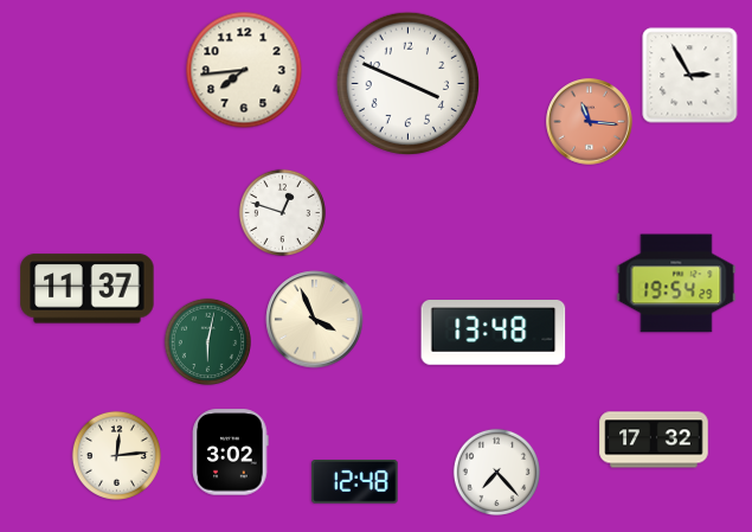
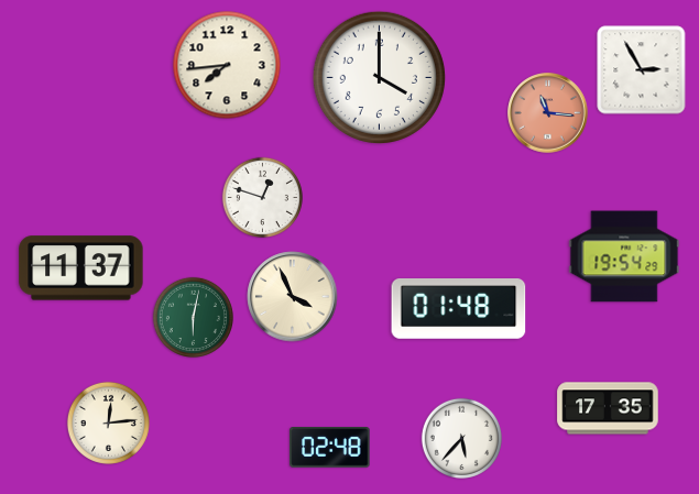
clock at (407, 83): 3:49 -> 4:00
clock at (676, 283) position: (676, 283) -> (624, 256)
clock at (494, 333): 13:48 -> 01:48
clock at (654, 440): 17:32 -> 17:35
clock at (231, 453): 3:02 -> none
clock at (496, 472): 7:23 -> 5:37
clock at (355, 482): 12:48 -> 02:48
